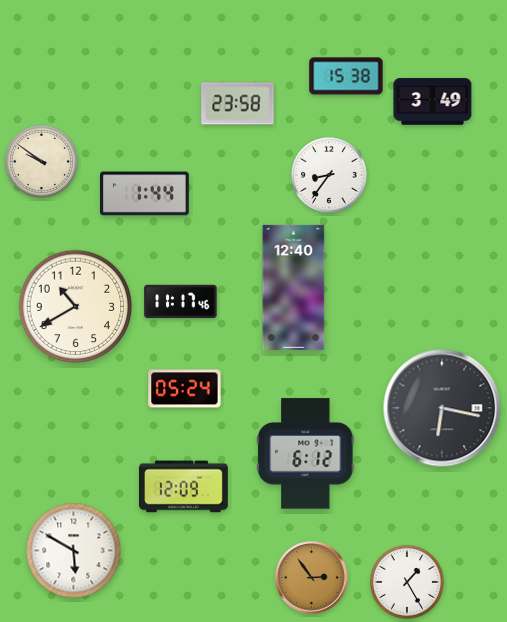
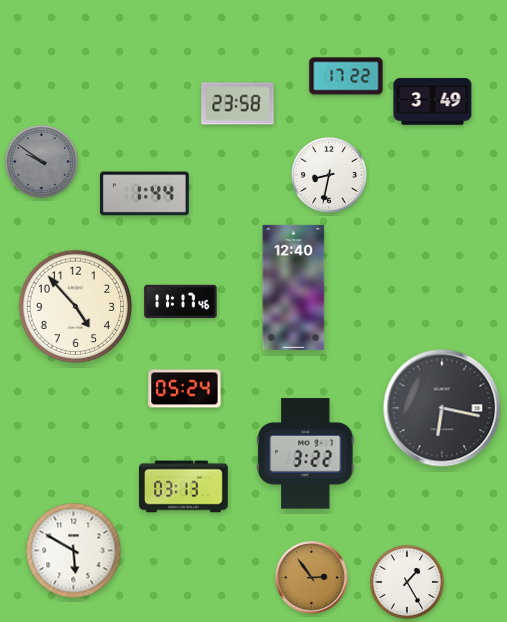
clock at (346, 76): 15:38 -> 17:22
clock at (41, 161) dial: cream -> grey
clock at (329, 175): 8:36 -> 8:32
clock at (76, 307): 10:40 -> 4:53
clock at (306, 454): 6:12 -> 3:22
clock at (184, 487): 12:09 -> 03:13
